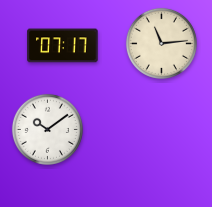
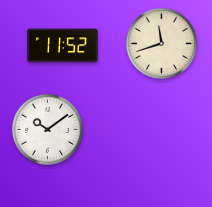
clock at (161, 43): 11:14 -> 11:42
clock at (63, 46): 07:17 -> 11:52
